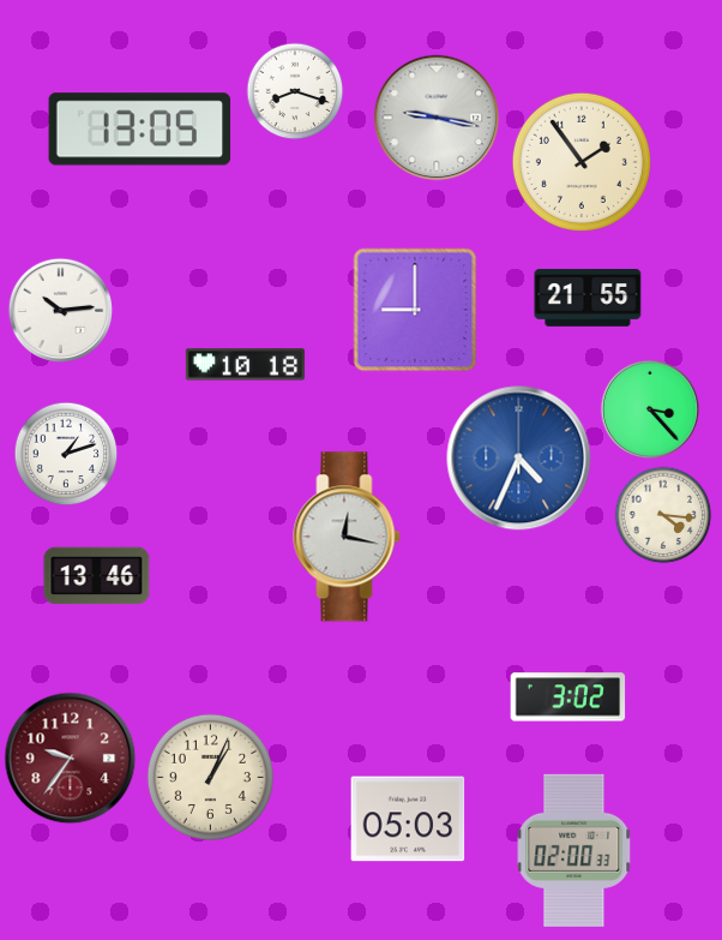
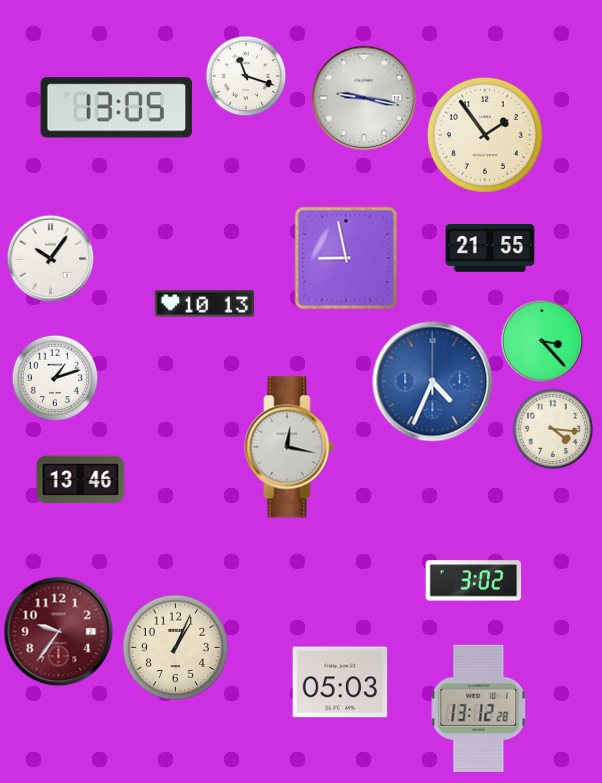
clock at (295, 91): 8:18 -> 11:18
clock at (415, 310): 9:00 -> 8:58
clock at (61, 311): 10:14 -> 10:06
clock at (245, 365): 10:18 -> 10:13
clock at (574, 850): 02:00 -> 13:12
